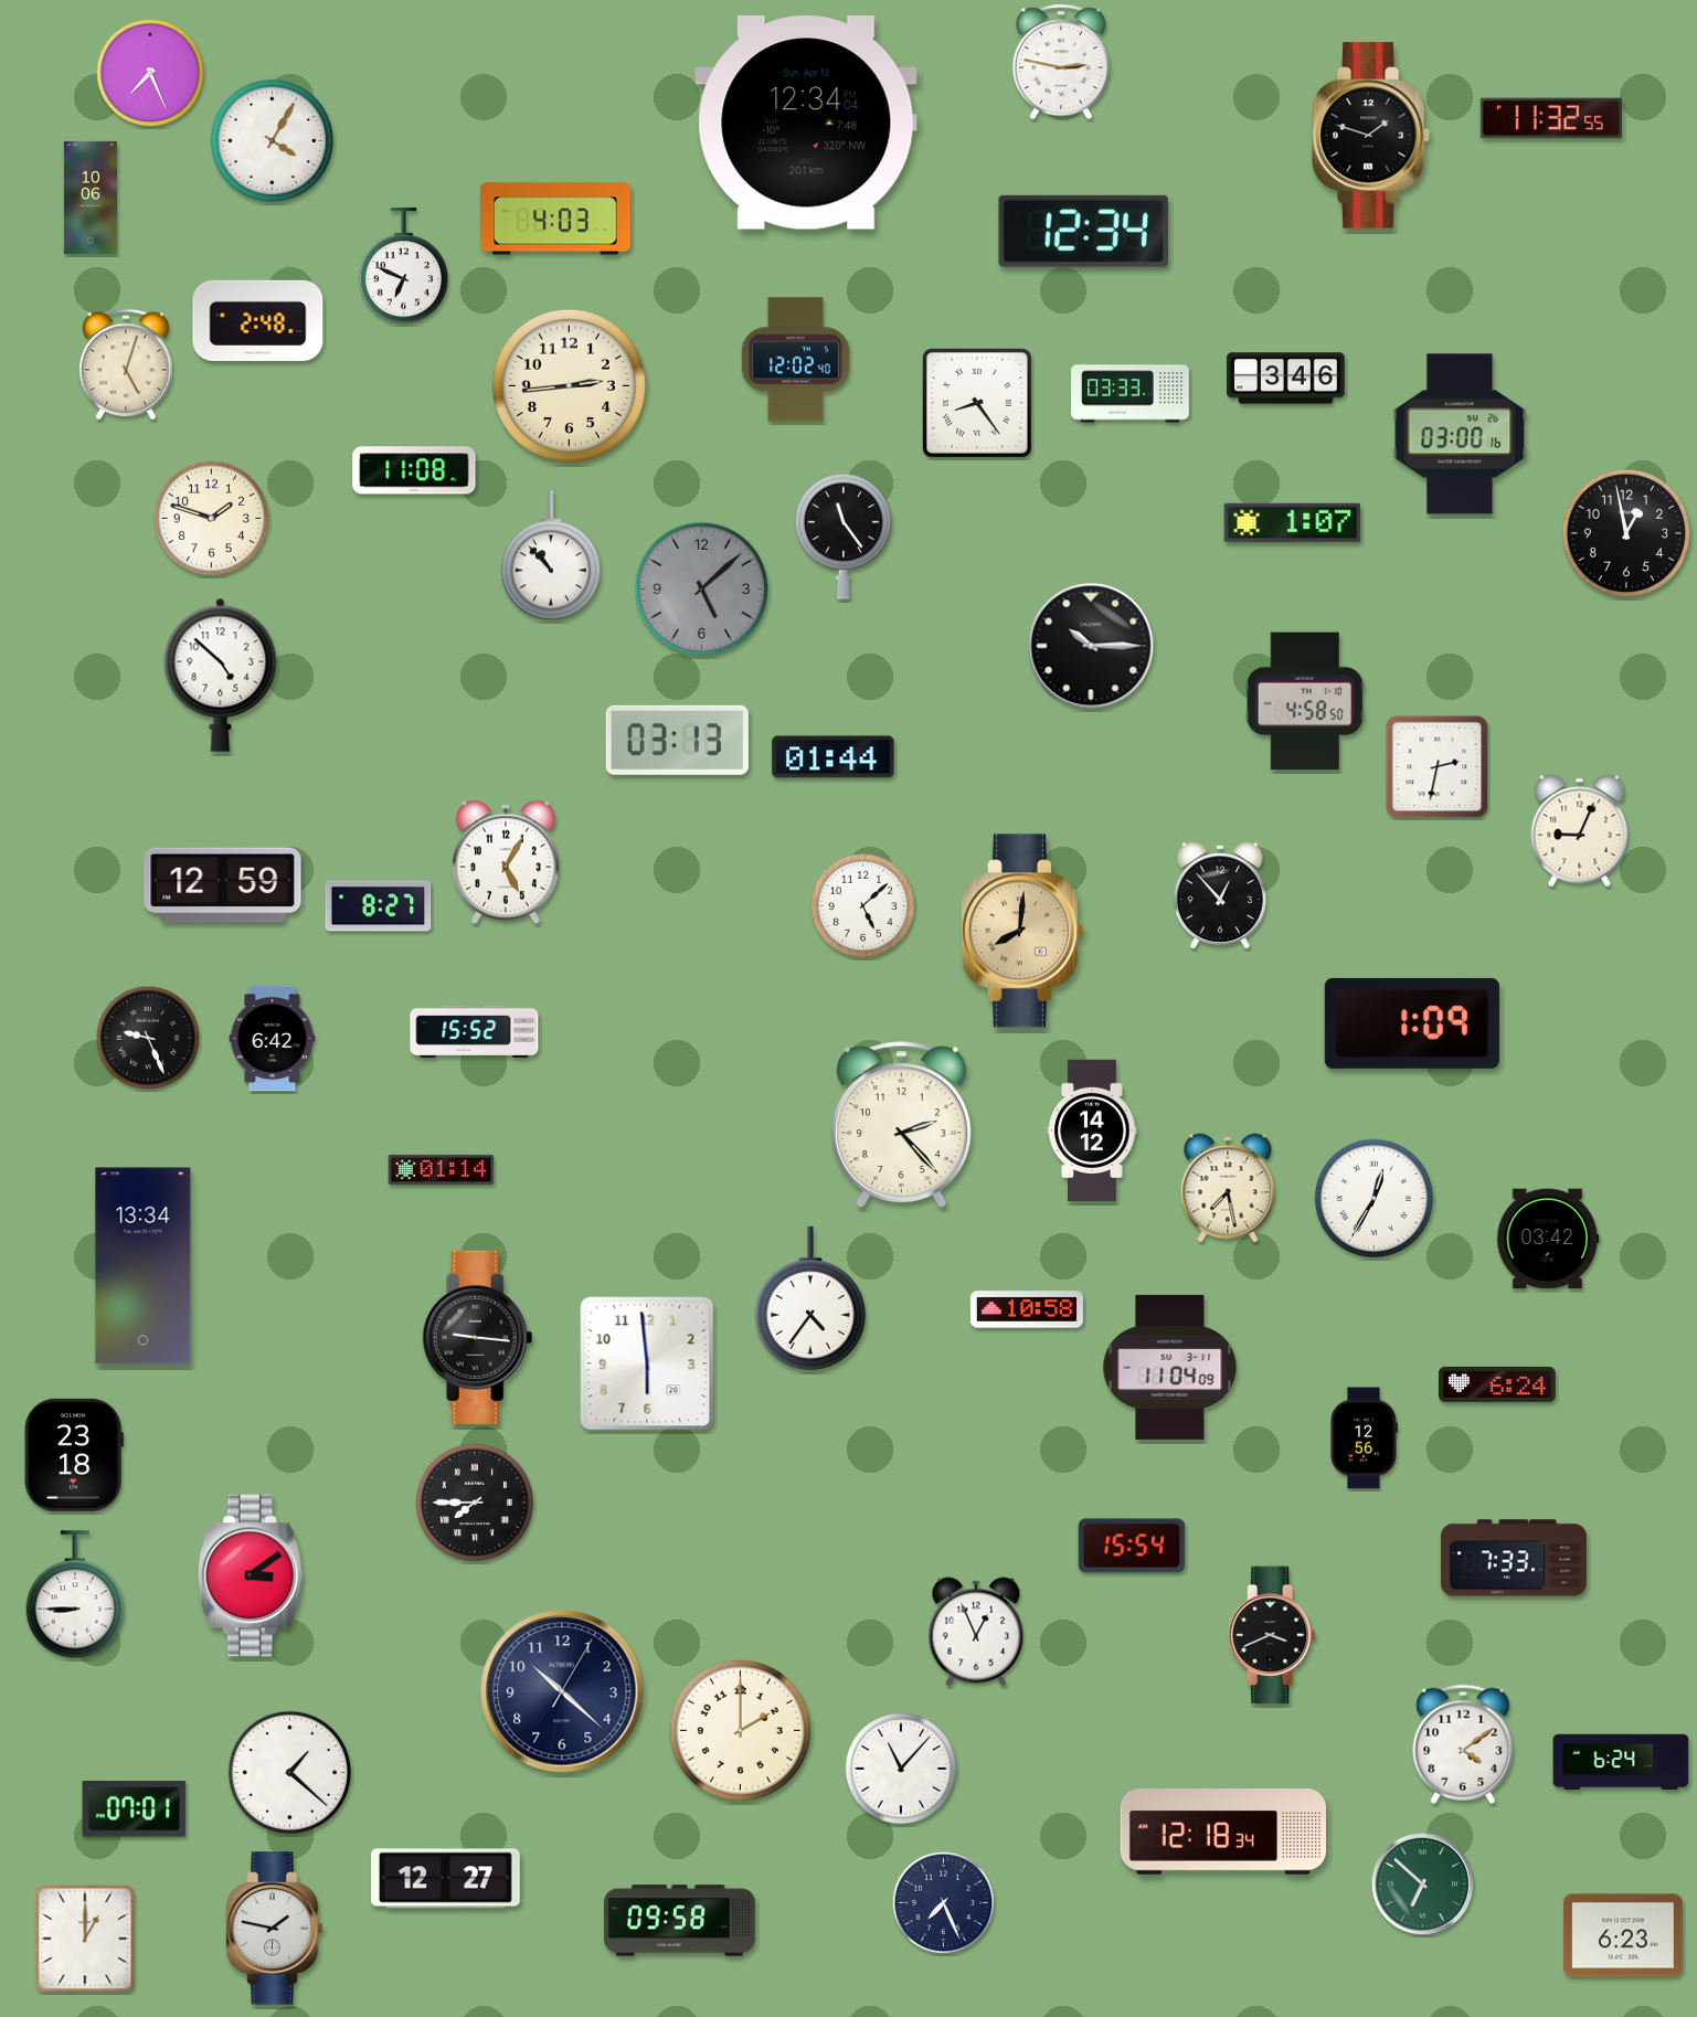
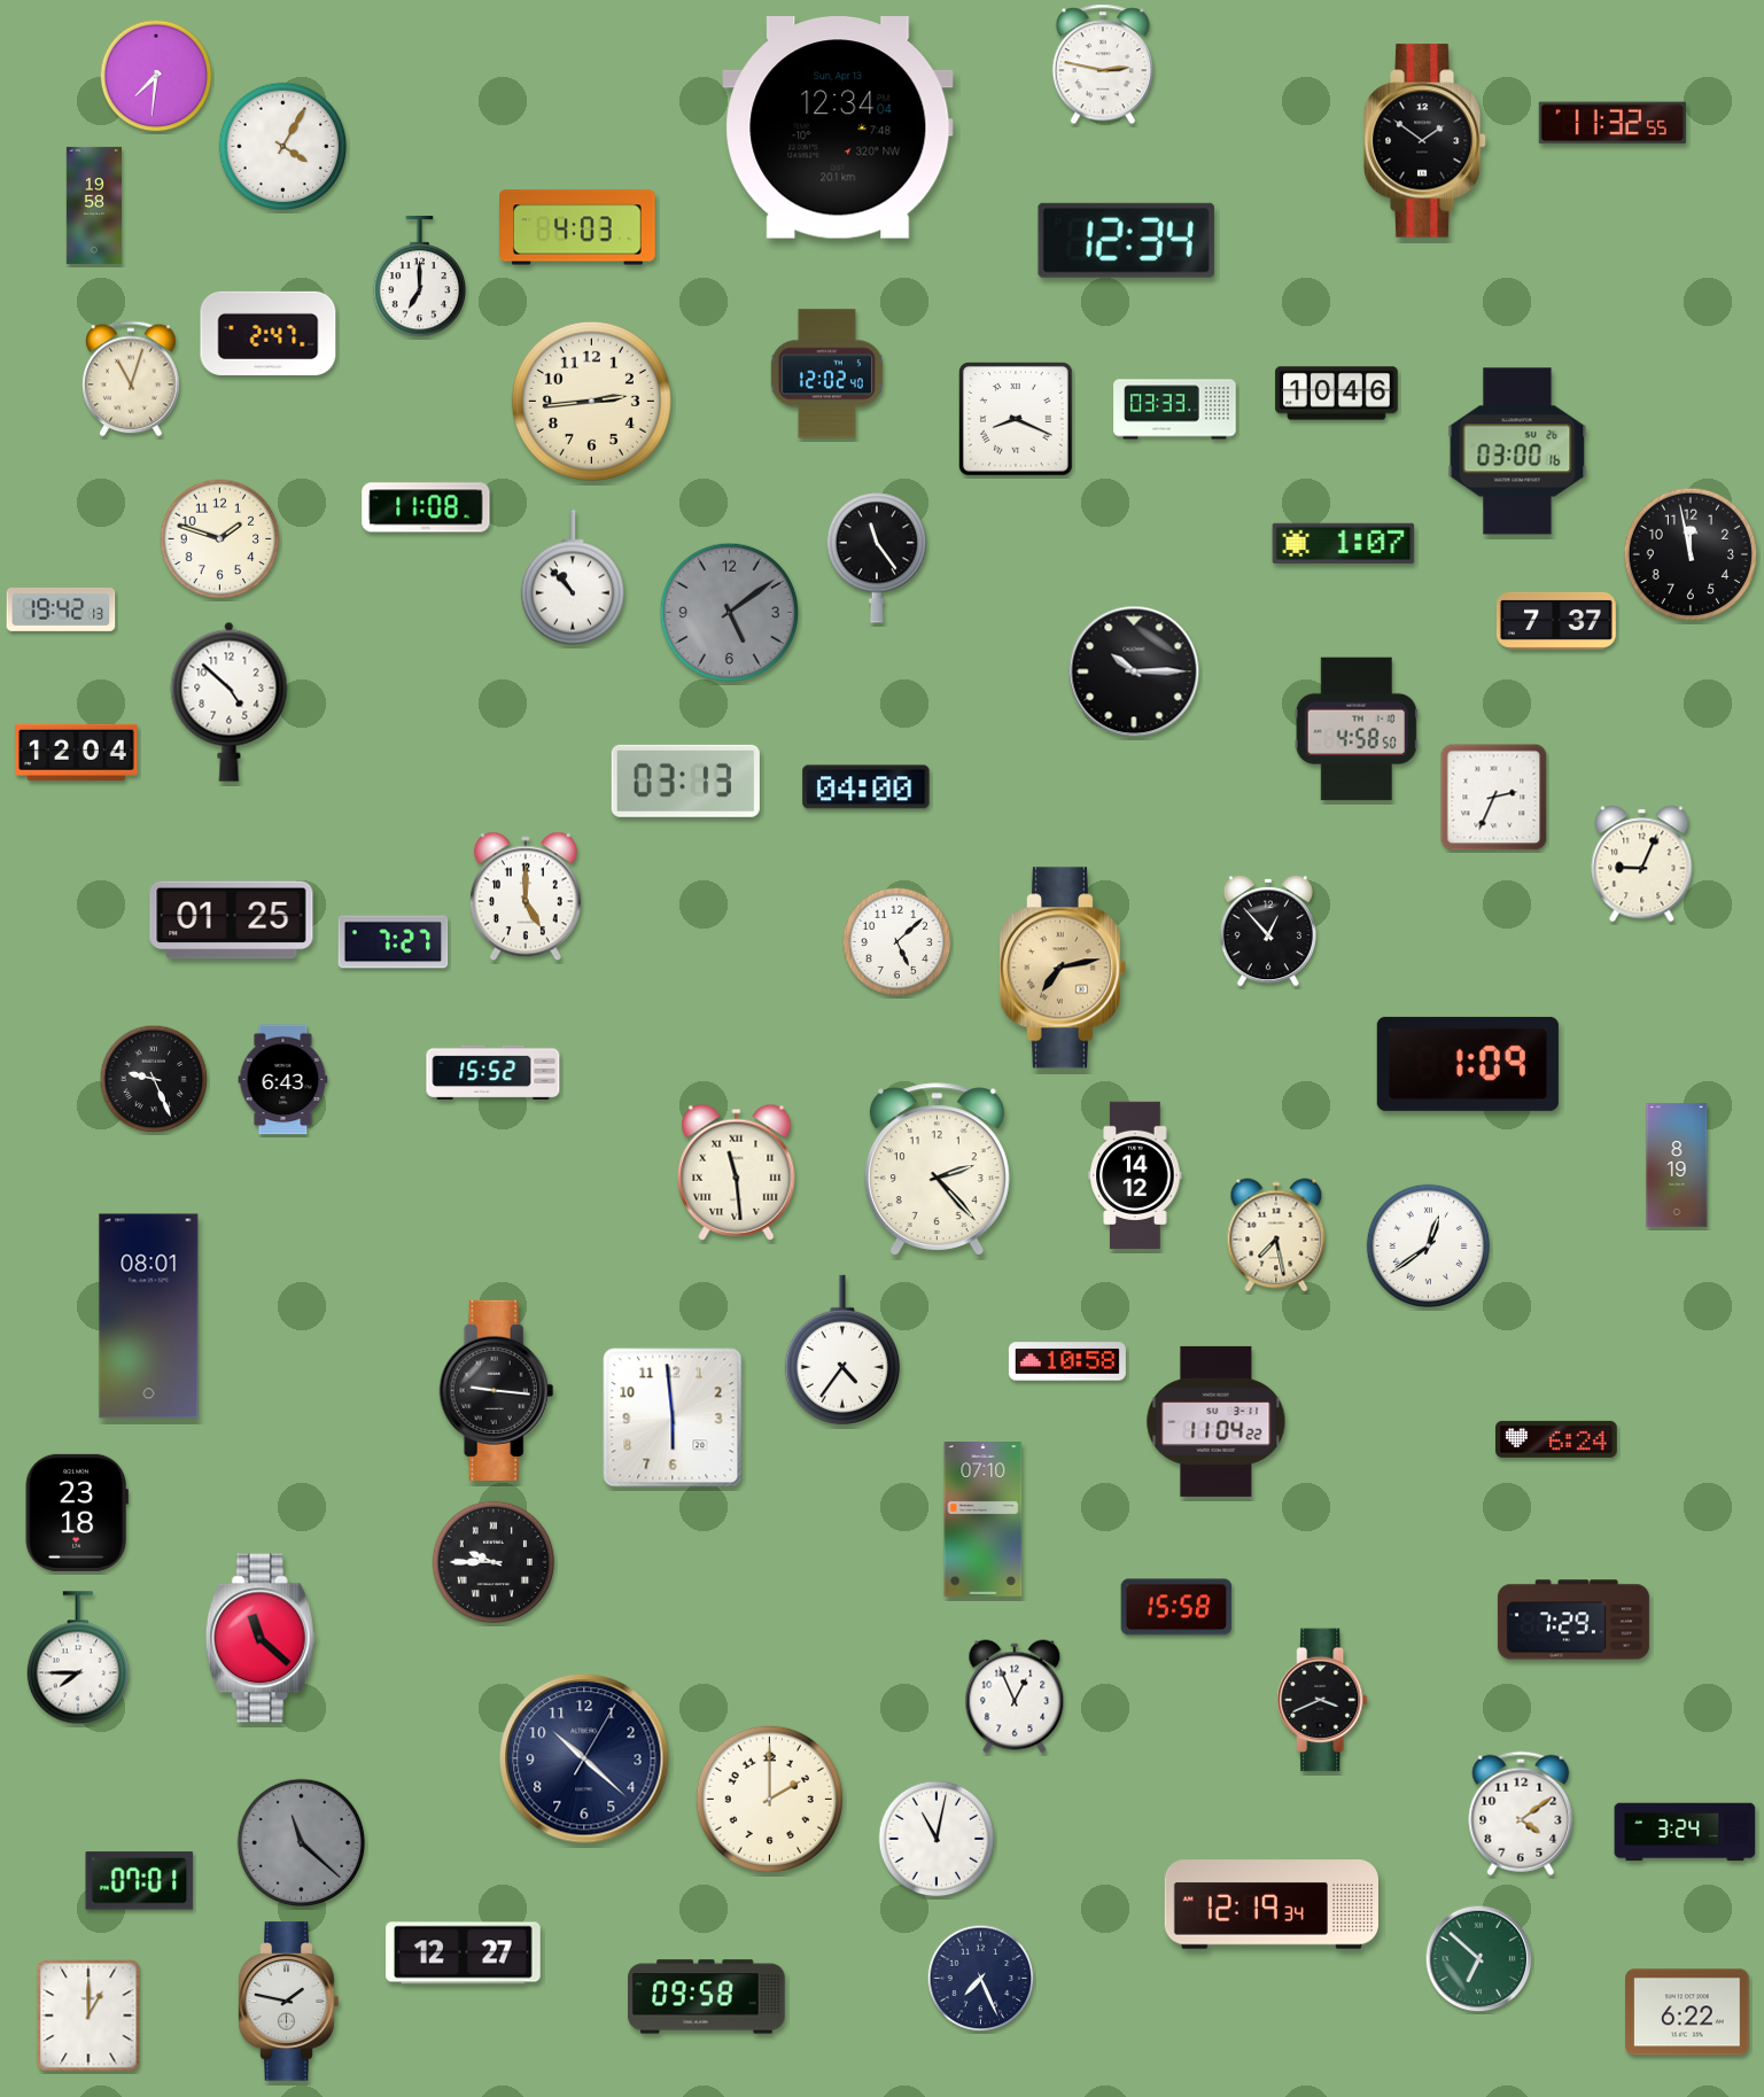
clock at (150, 73): 7:26 -> 7:31
clock at (1371, 136): 1:48 -> 1:51
clock at (91, 198): 10:06 -> 19:58
clock at (404, 266): 6:49 -> 7:00
clock at (258, 320): 2:48 -> 2:47
clock at (126, 364): 5:03 -> 11:03
clock at (1286, 379): 3:46 -> 10:46
clock at (978, 404): 8:24 -> 8:19
clock at (414, 470) position: (414, 470) -> (426, 507)
clock at (1625, 532): 12:58 -> 11:58
clock at (61, 609): none -> 19:42
clock at (701, 588): 5:08 -> 5:09
clock at (1556, 621): none -> 7:37
clock at (77, 752): none -> 12:04
clock at (677, 740) position: (677, 740) -> (685, 780)
clock at (834, 757): 01:44 -> 04:00
clock at (1438, 767): 2:32 -> 2:34
clock at (506, 862): 5:05 -> 5:00
clock at (223, 885): 12:59 -> 01:25
clock at (379, 906): 8:27 -> 7:27
clock at (1021, 931): 8:01 -> 7:13
clock at (273, 1039): 6:42 -> 6:43
clock at (1677, 1165): none -> 8:19
clock at (737, 1172): none -> 11:29
clock at (442, 1169): 01:14 -> none
clock at (1375, 1199): 12:35 -> 12:39
clock at (1548, 1239): 03:42 -> none
clock at (144, 1266): 13:34 -> 08:01
clock at (1170, 1367): 11:04:09 -> 11:04:22
clock at (1364, 1439): 12:56 -> none
clock at (984, 1520): none -> 07:10
clock at (475, 1503): 7:45 -> 9:45
clock at (1132, 1546): 15:54 -> 15:58
clock at (1514, 1558): 7:33 -> 7:29
clock at (251, 1575): 3:09 -> 11:22
clock at (75, 1594): 8:45 -> 7:45
clock at (1621, 1762): 6:24 -> 3:24
clock at (901, 1769): 11:07 -> 11:02
clock at (290, 1773): 1:22 -> 11:22
clock at (290, 1773) dial: white -> grey
clock at (1222, 1832): 12:18 -> 12:19
clock at (275, 1929) position: (275, 1929) -> (289, 2002)
clock at (1623, 1935): 6:23 -> 6:22
